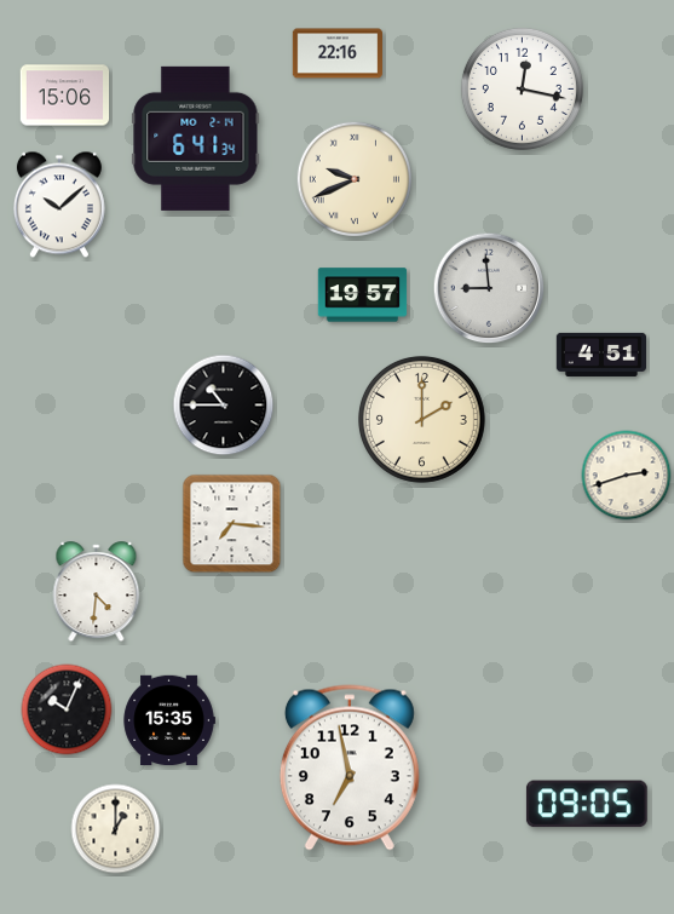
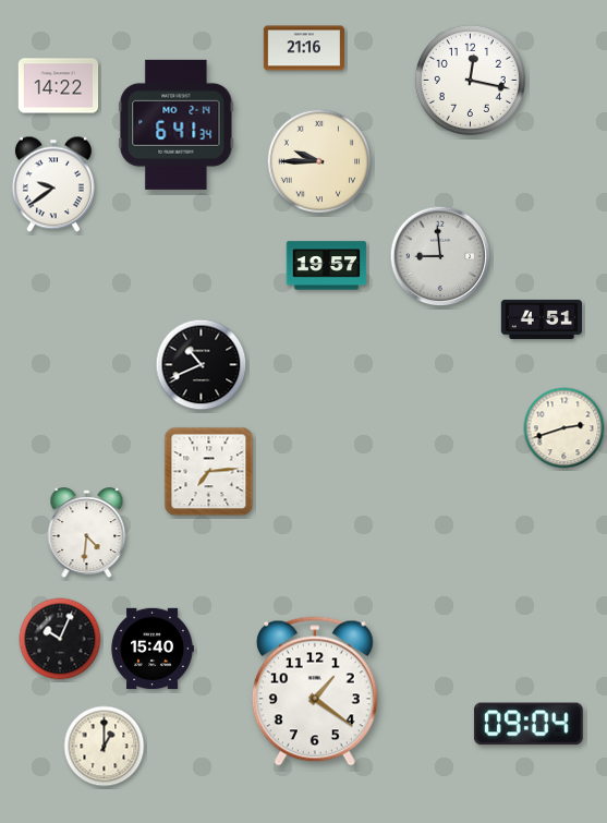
clock at (336, 53): 22:16 -> 21:16
clock at (65, 96): 15:06 -> 14:22
clock at (355, 179): 9:41 -> 9:45
clock at (59, 205): 10:08 -> 9:39
clock at (489, 288) position: (489, 288) -> (440, 256)
clock at (224, 406): 10:45 -> 10:41
clock at (421, 419): 2:00 -> none
clock at (232, 524): 7:16 -> 7:14
clock at (169, 720): 15:35 -> 15:40
clock at (350, 768): 6:58 -> 1:21
clock at (587, 804): 09:05 -> 09:04
